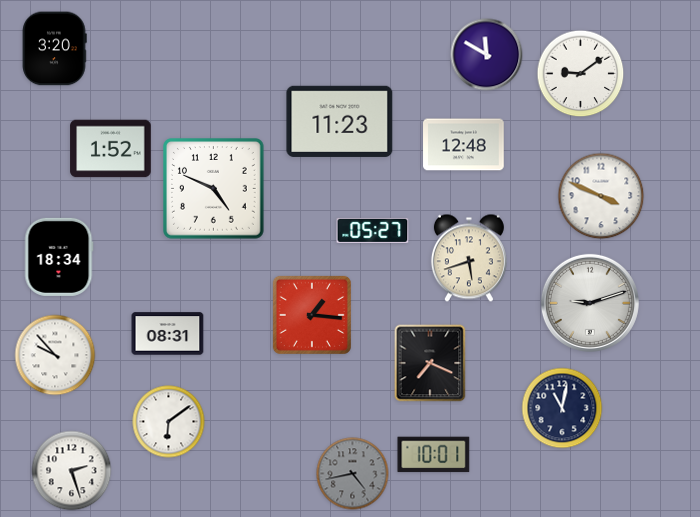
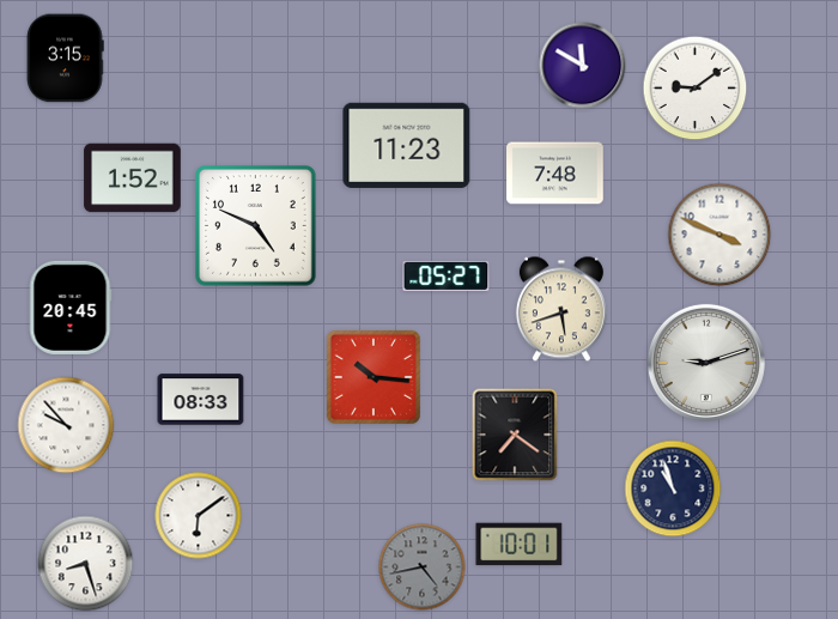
clock at (54, 49): 3:20 -> 3:15
clock at (464, 145): 12:48 -> 7:48
clock at (59, 257): 18:34 -> 20:45
clock at (312, 315): 1:16 -> 10:16
clock at (168, 334): 08:31 -> 08:33
clock at (430, 363): 7:19 -> 7:21
clock at (562, 408): 11:02 -> 10:57
clock at (169, 422) position: (169, 422) -> (199, 516)
clock at (72, 471): 2:27 -> 8:27
